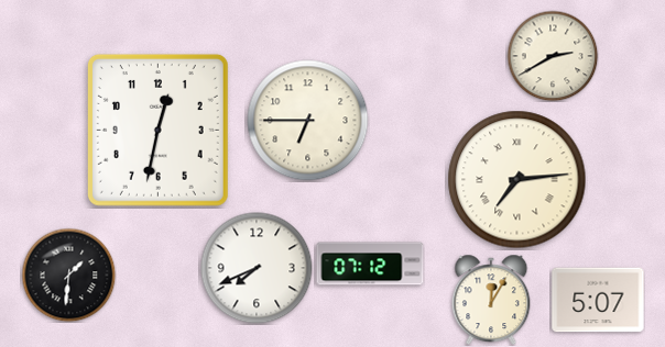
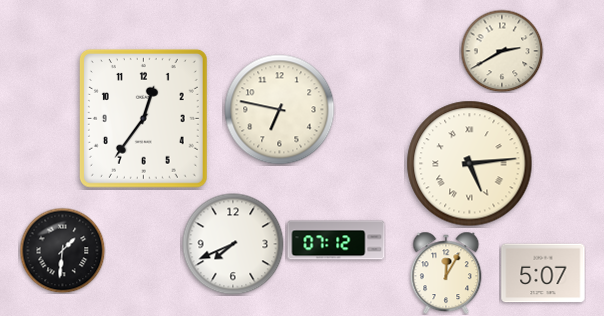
clock at (308, 121): 6:45 -> 6:47
clock at (157, 130): 12:32 -> 12:36
clock at (517, 180): 7:14 -> 5:14
